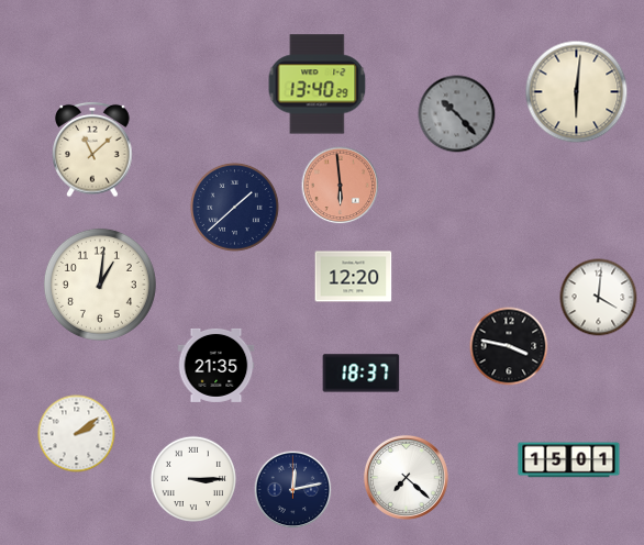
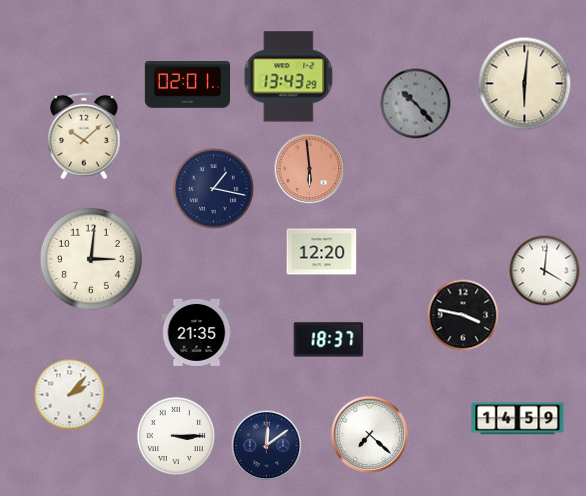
clock at (318, 85): 13:40 -> 13:43
clock at (187, 85): none -> 02:01
clock at (92, 149): 11:08 -> 10:08
clock at (234, 207): 1:38 -> 1:17
clock at (100, 285): 1:01 -> 3:01
clock at (77, 434): 2:09 -> 2:07
clock at (569, 460): 15:01 -> 14:59
clock at (293, 490): 12:13 -> 12:09
